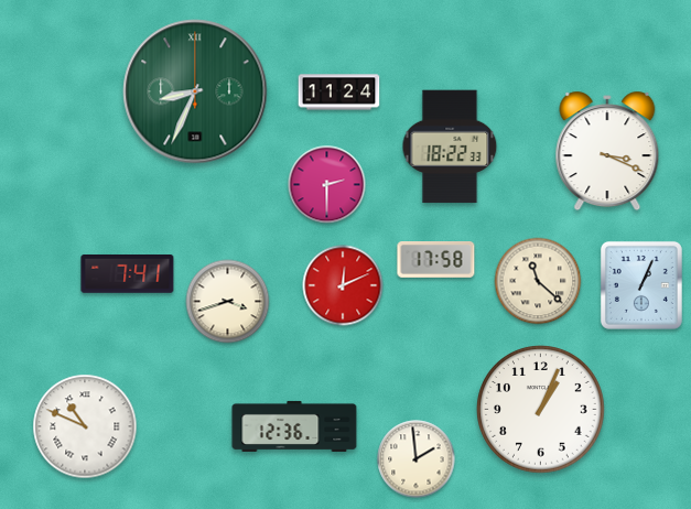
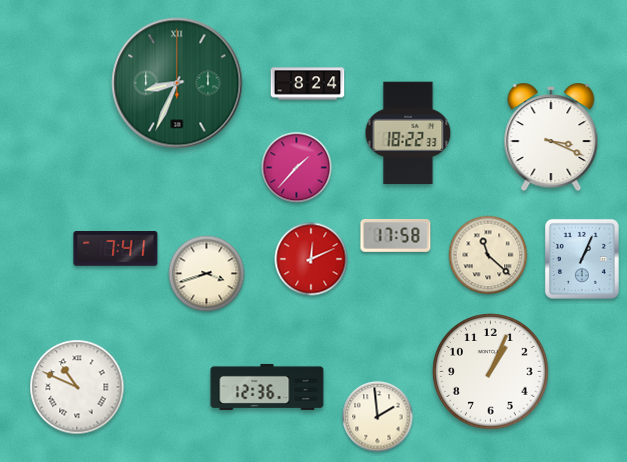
clock at (339, 93): 11:24 -> 8:24
clock at (327, 185): 2:30 -> 1:37
